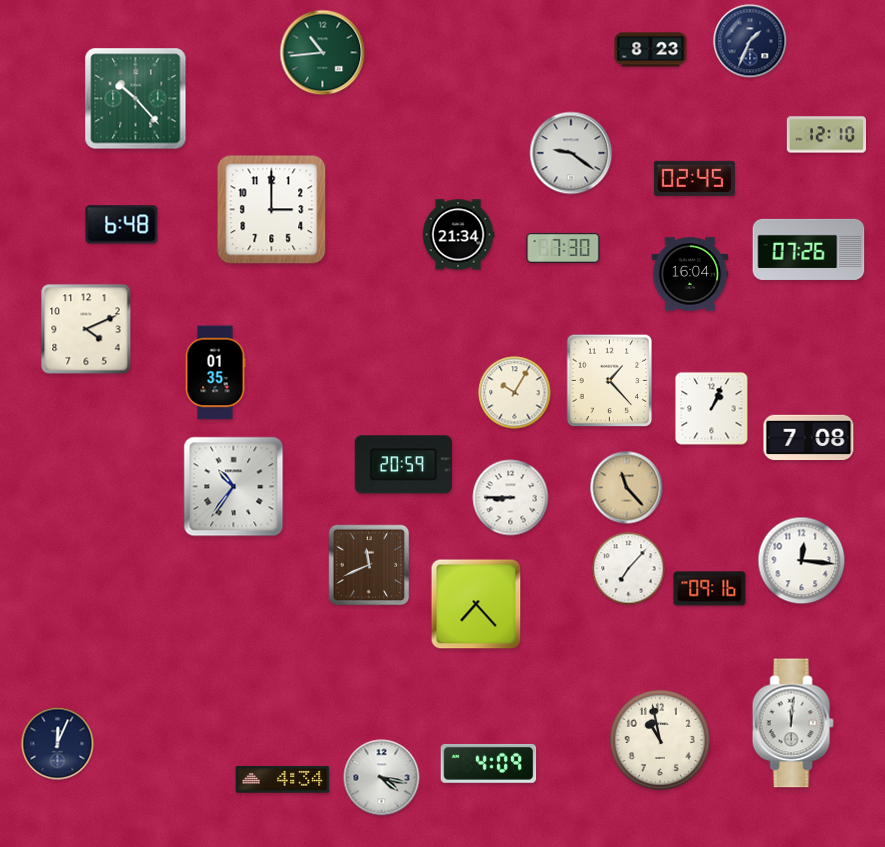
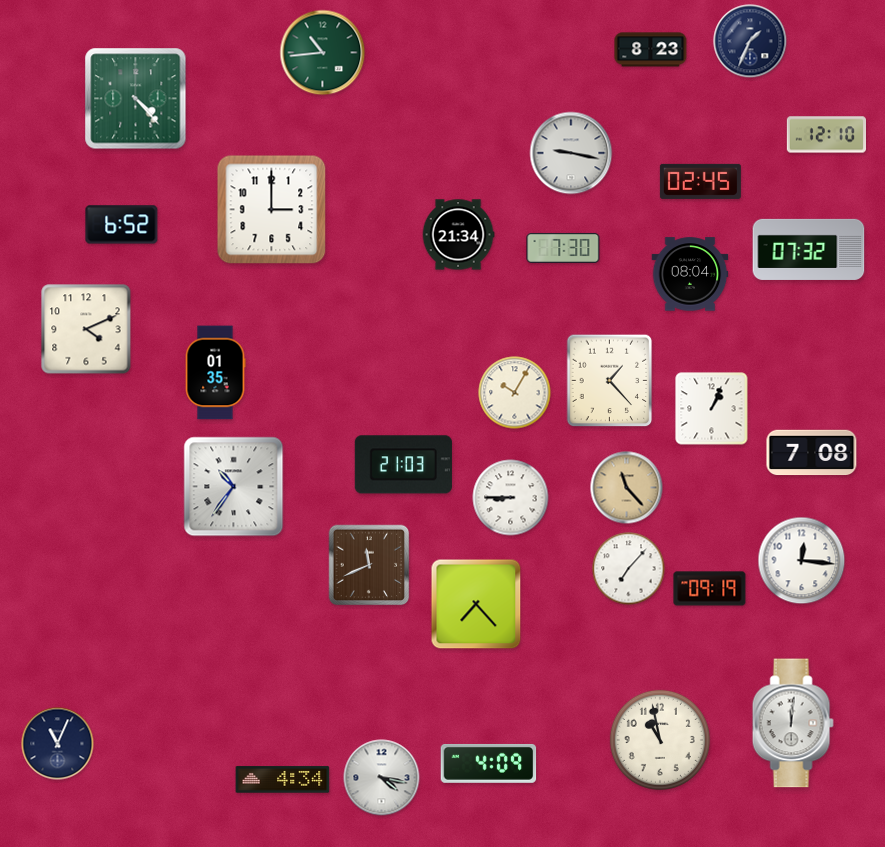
clock at (136, 99): 10:23 -> 4:23
clock at (571, 153): 9:21 -> 9:17
clock at (694, 178) position: (694, 178) -> (700, 181)
clock at (122, 225): 6:48 -> 6:52
clock at (809, 249): 07:26 -> 07:32
clock at (690, 274): 16:04 -> 08:04
clock at (809, 438) position: (809, 438) -> (812, 453)
clock at (403, 465): 20:59 -> 21:03
clock at (710, 589): 09:16 -> 09:19
clock at (58, 744): 12:04 -> 11:04
